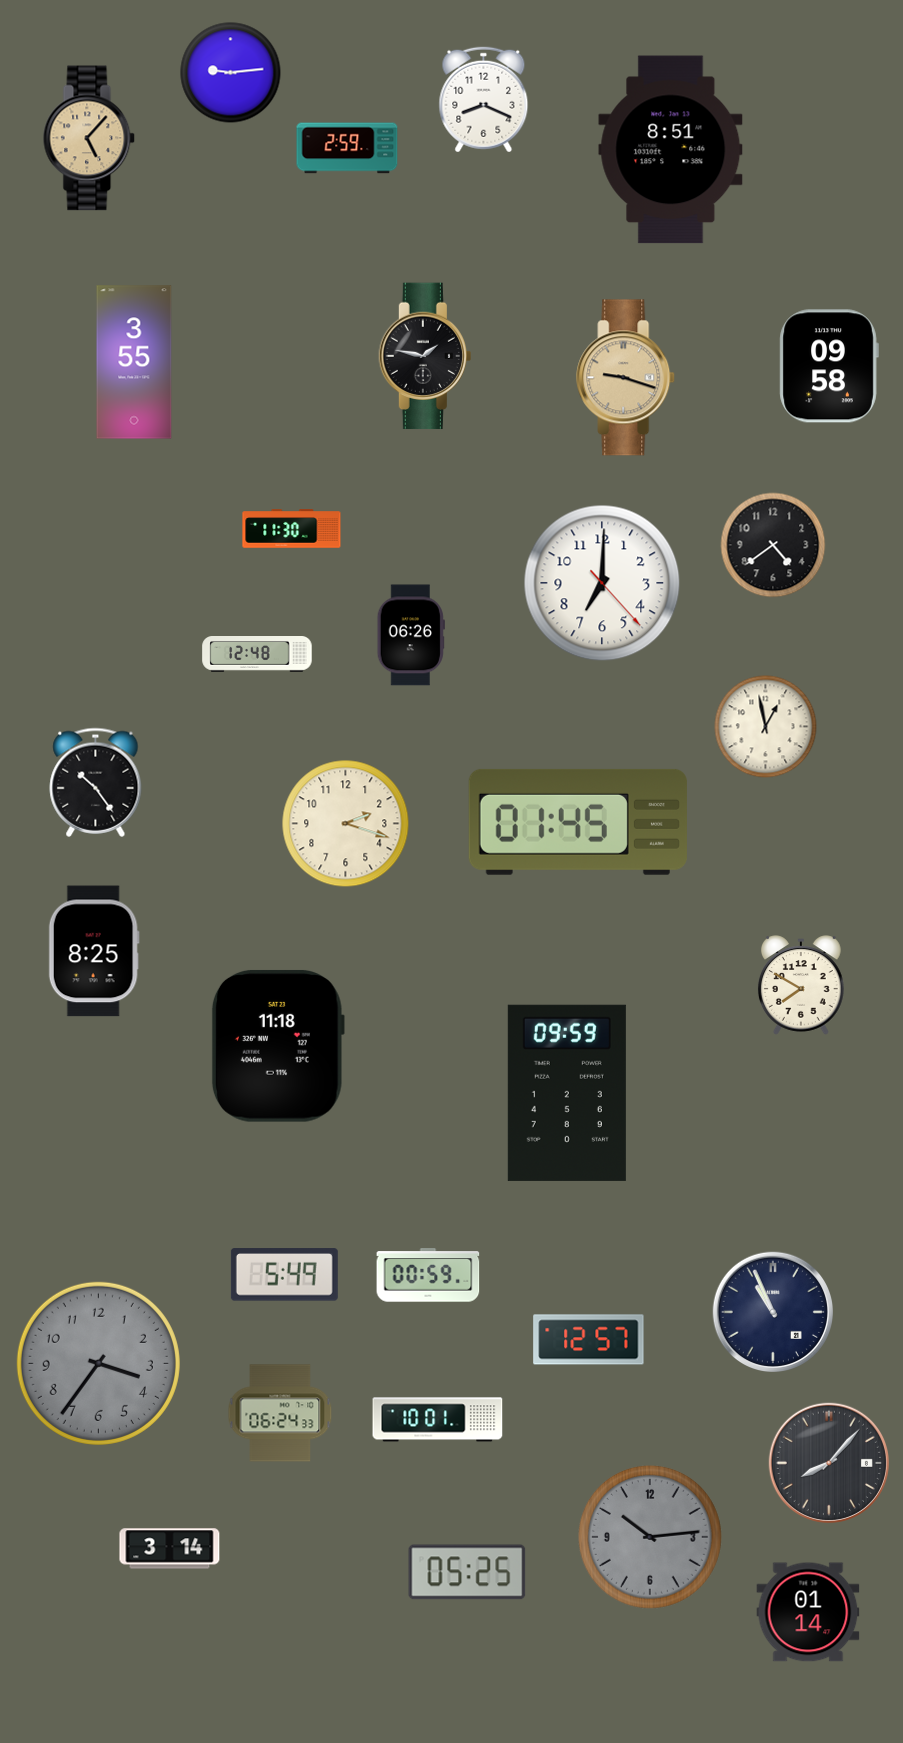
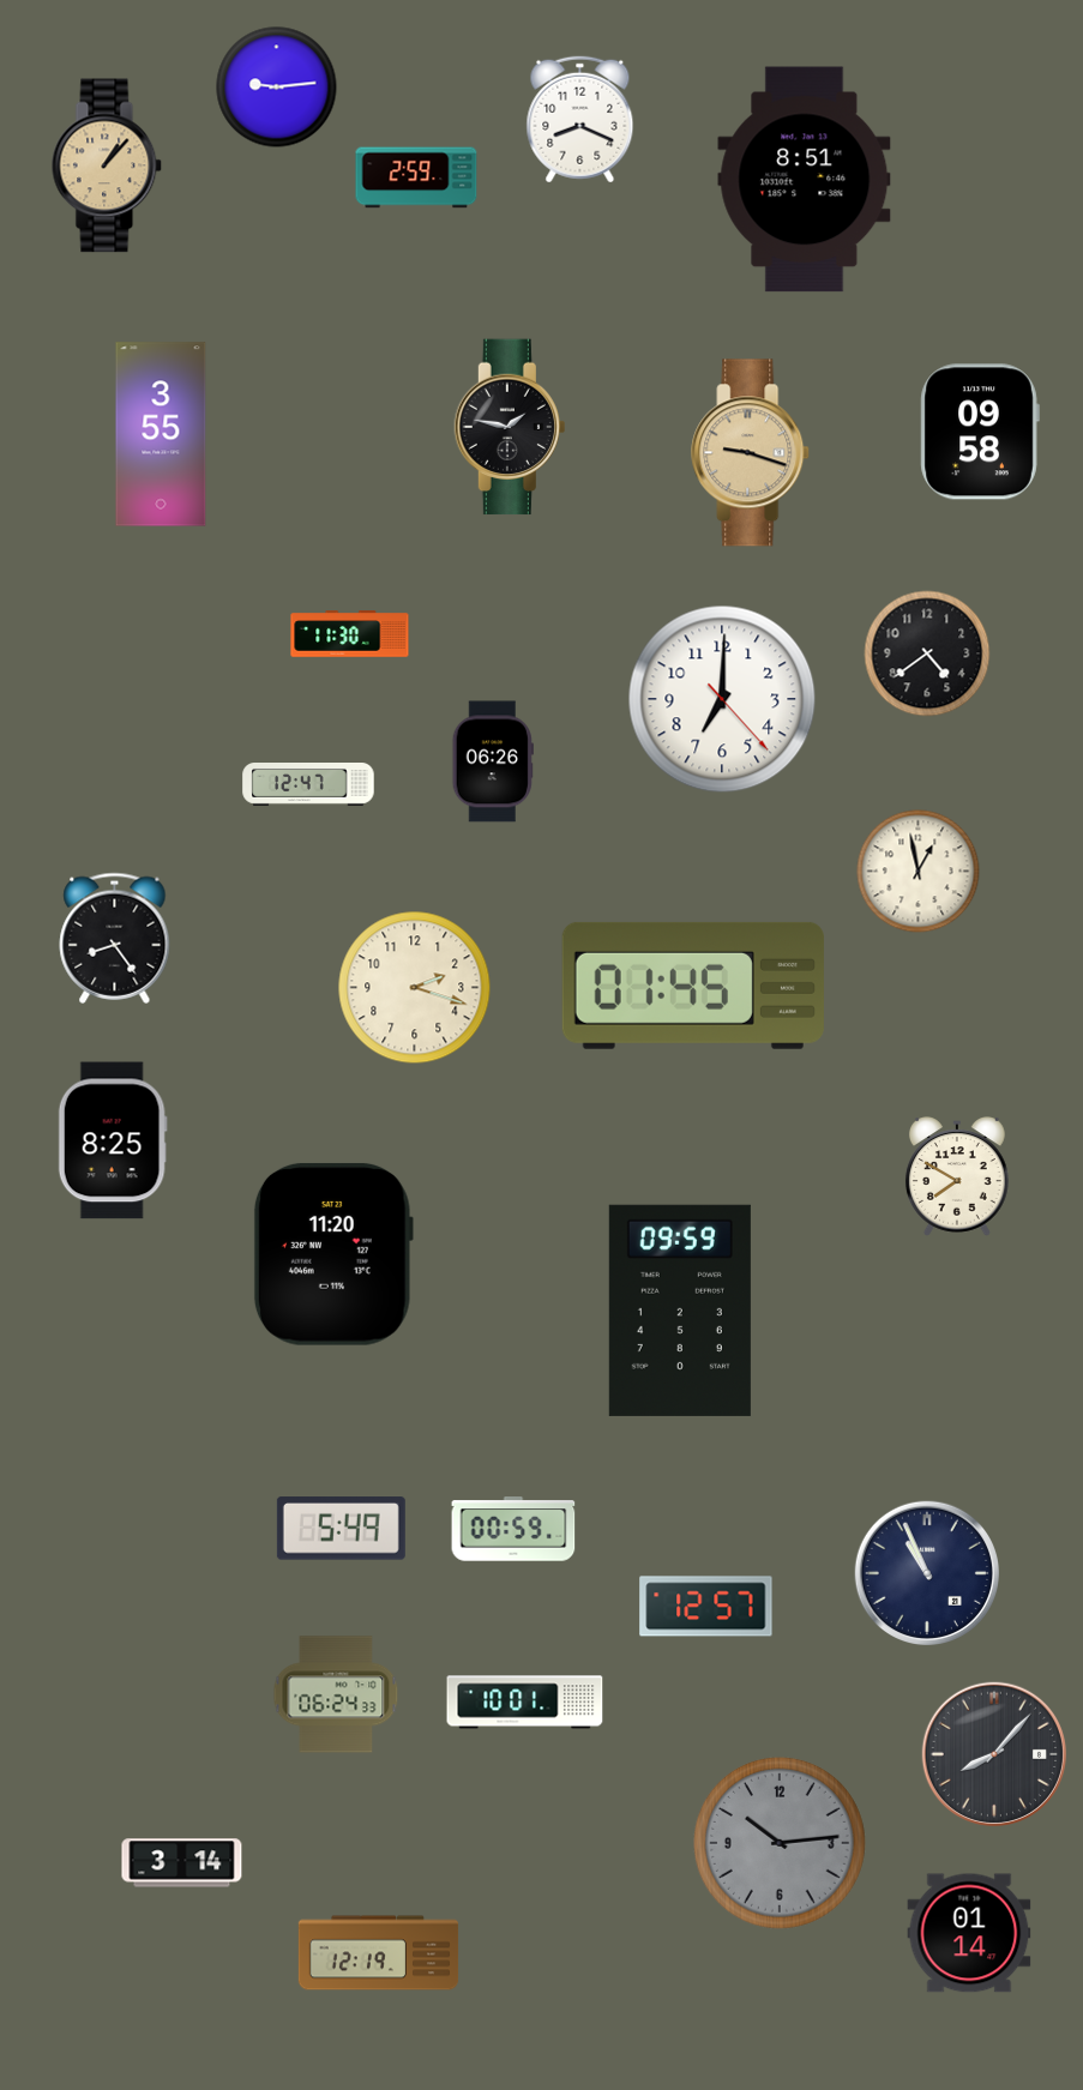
clock at (89, 138): 5:07 -> 1:07
clock at (829, 366) position: (829, 366) -> (980, 432)
clock at (257, 655): 12:48 -> 12:47
clock at (96, 782): 10:24 -> 8:24
clock at (801, 985) position: (801, 985) -> (957, 1176)
clock at (278, 1046): 11:18 -> 11:20
clock at (98, 1363): 3:36 -> none
clock at (170, 1549) position: (170, 1549) -> (182, 1863)
clock at (467, 1572): 05:25 -> none
clock at (379, 1953): none -> 12:19
